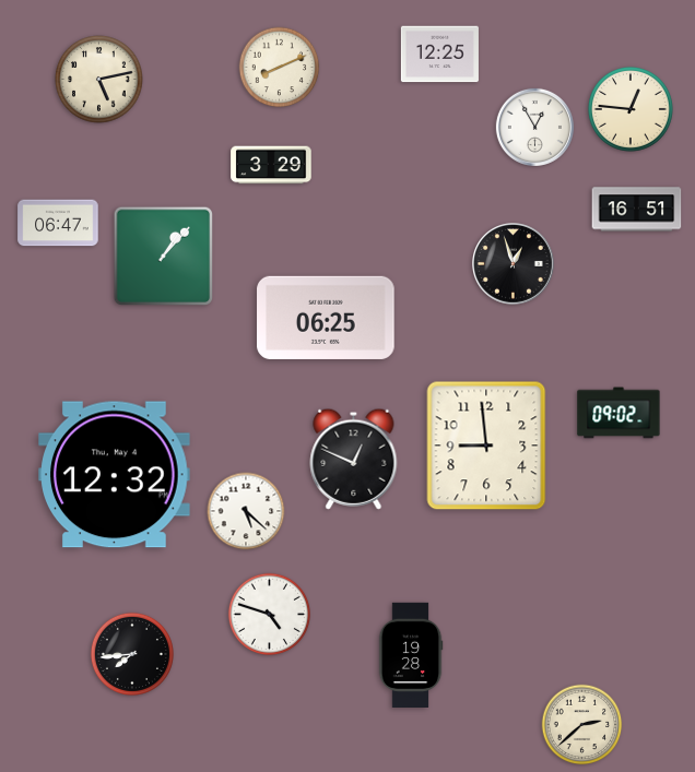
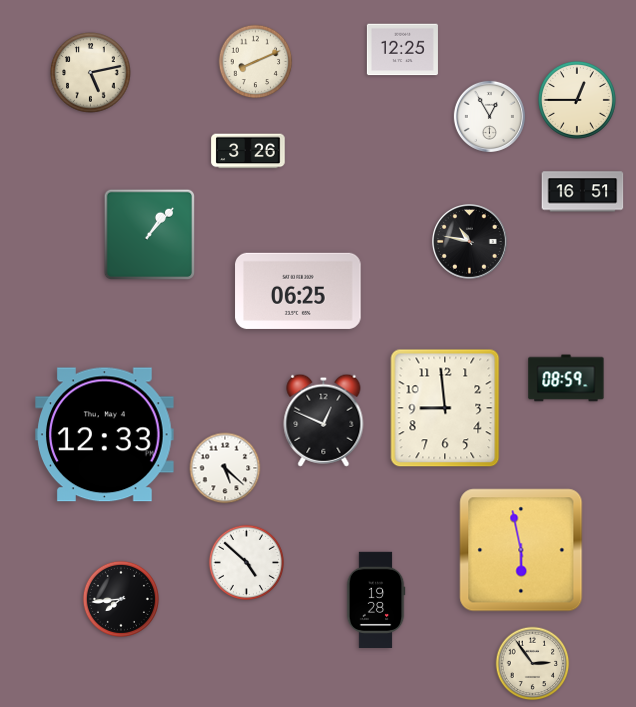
clock at (631, 109): 12:46 -> 12:45
clock at (271, 165): 3:29 -> 3:26
clock at (58, 223): 06:47 -> none
clock at (514, 264): 12:57 -> 10:47
clock at (619, 413): 09:02 -> 08:59
clock at (115, 475): 12:32 -> 12:33
clock at (521, 550): none -> 5:58
clock at (269, 614): 4:48 -> 4:52
clock at (582, 725): 2:38 -> 2:54
